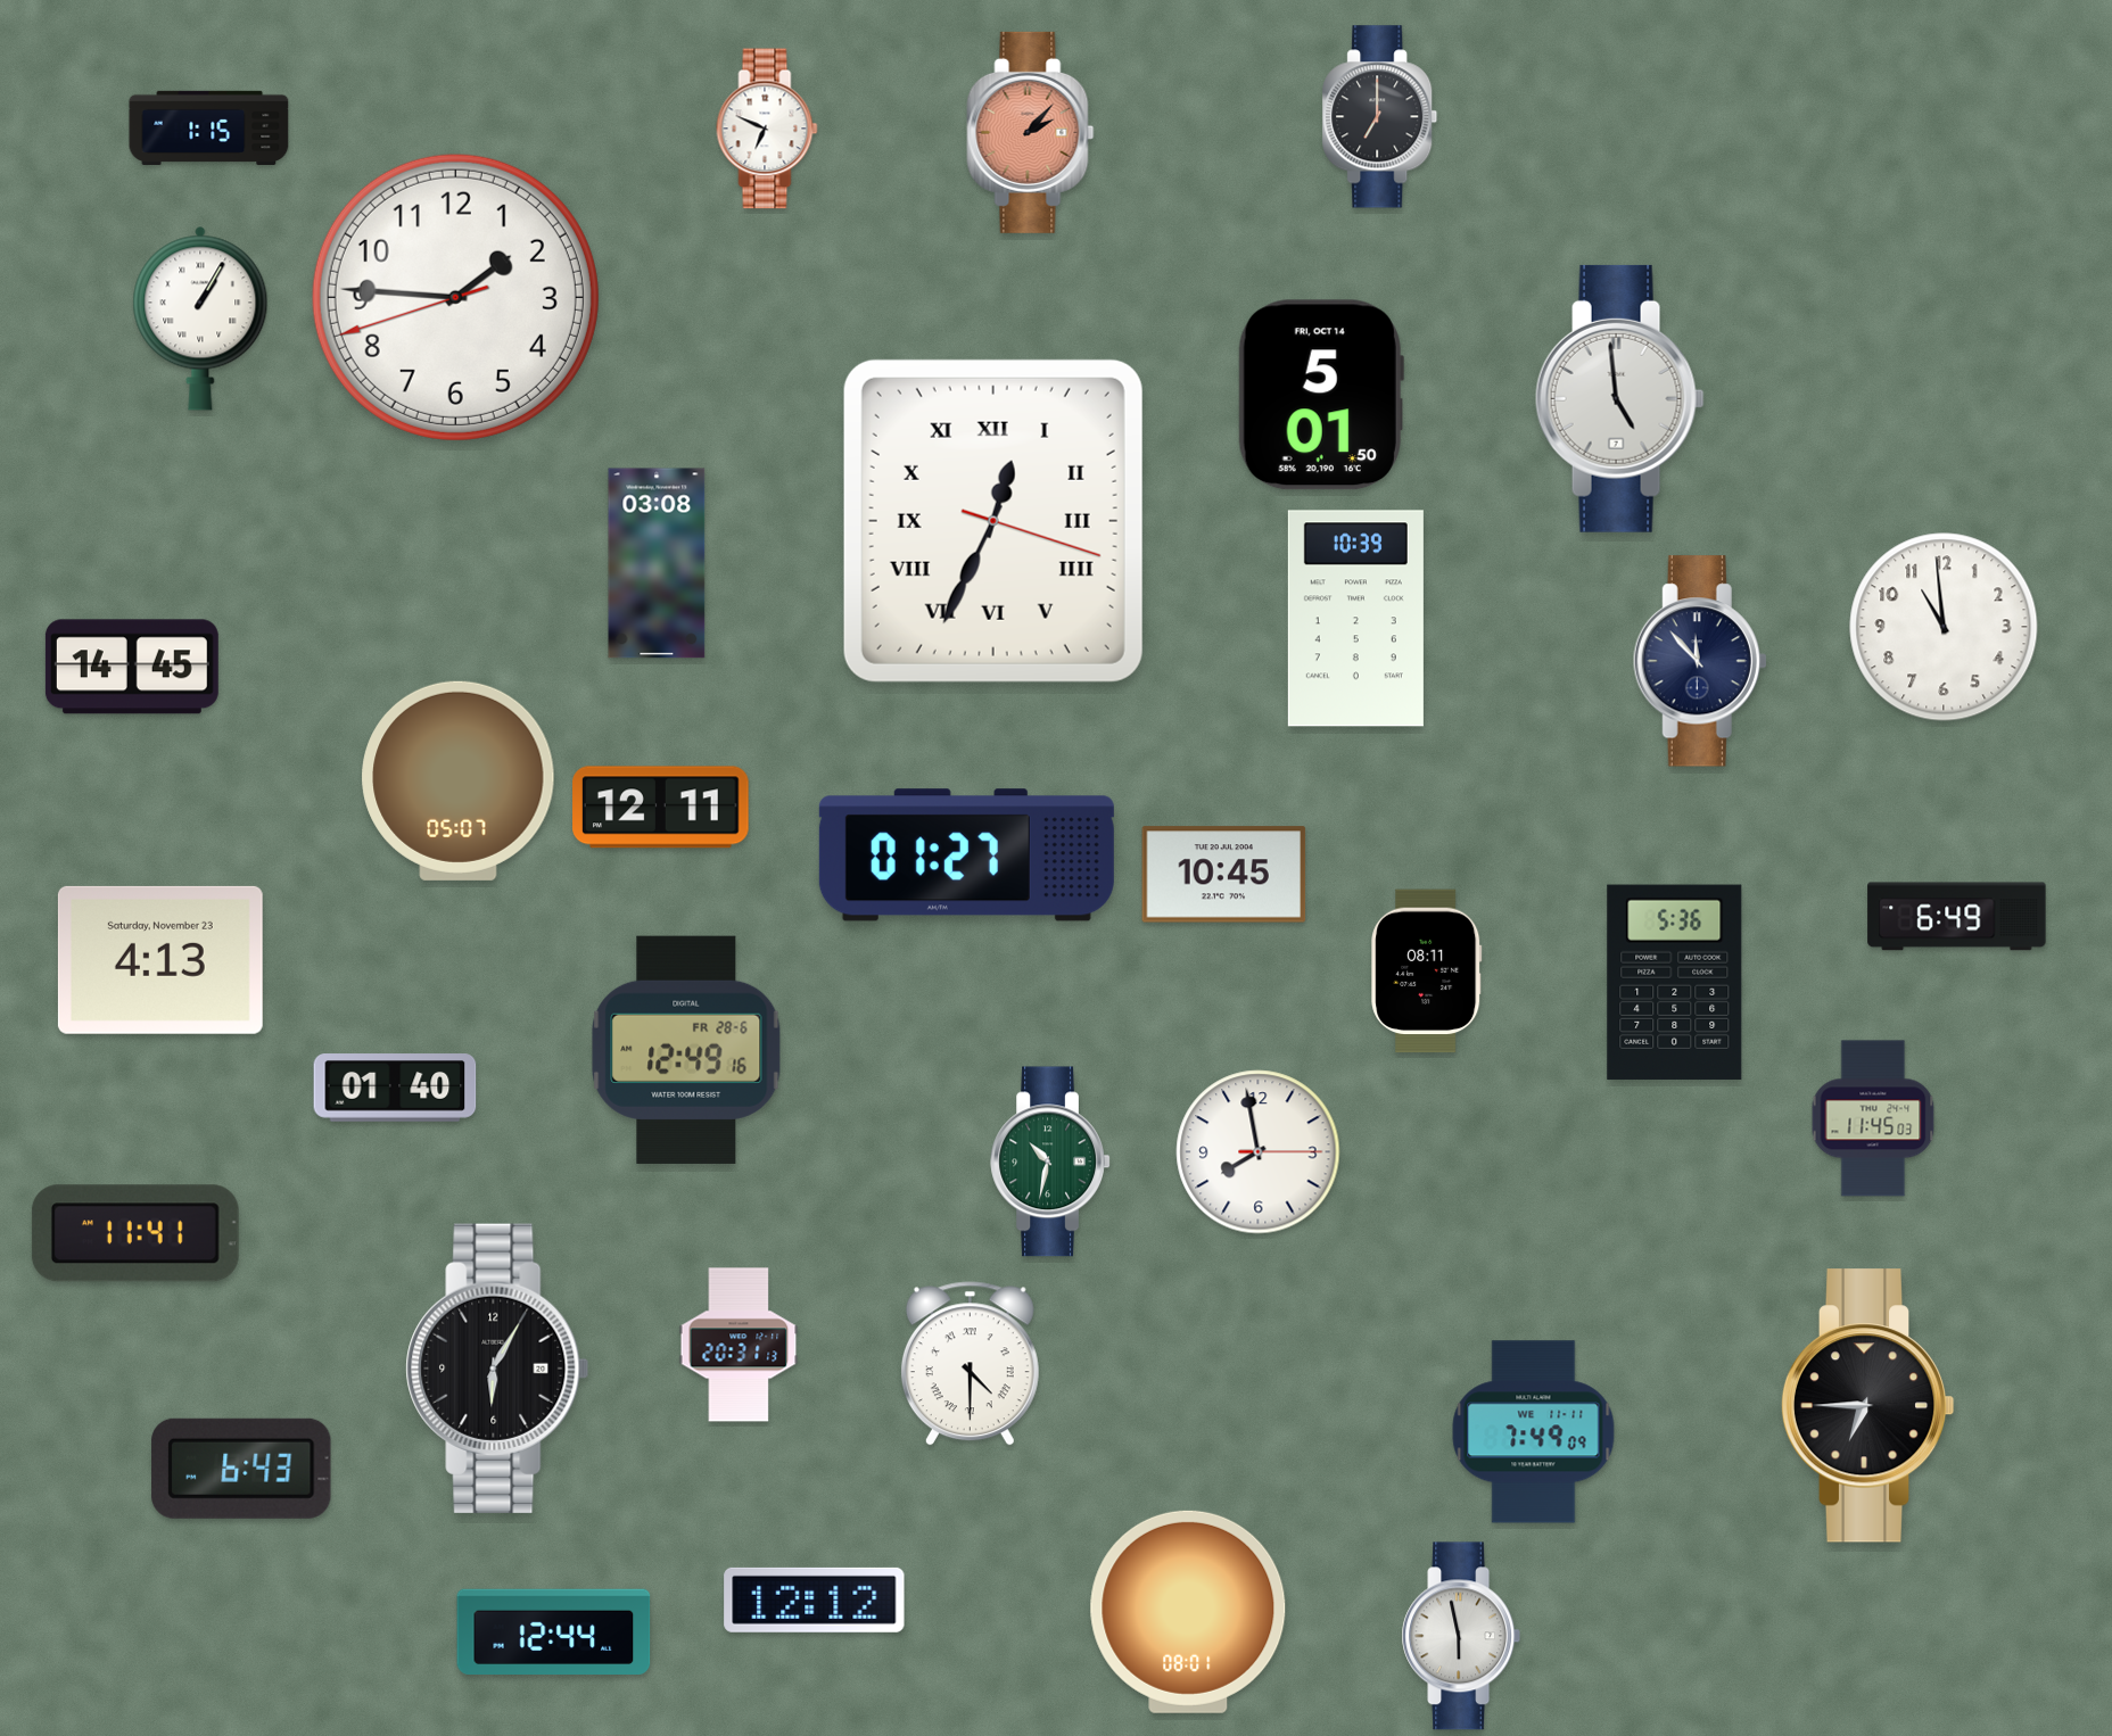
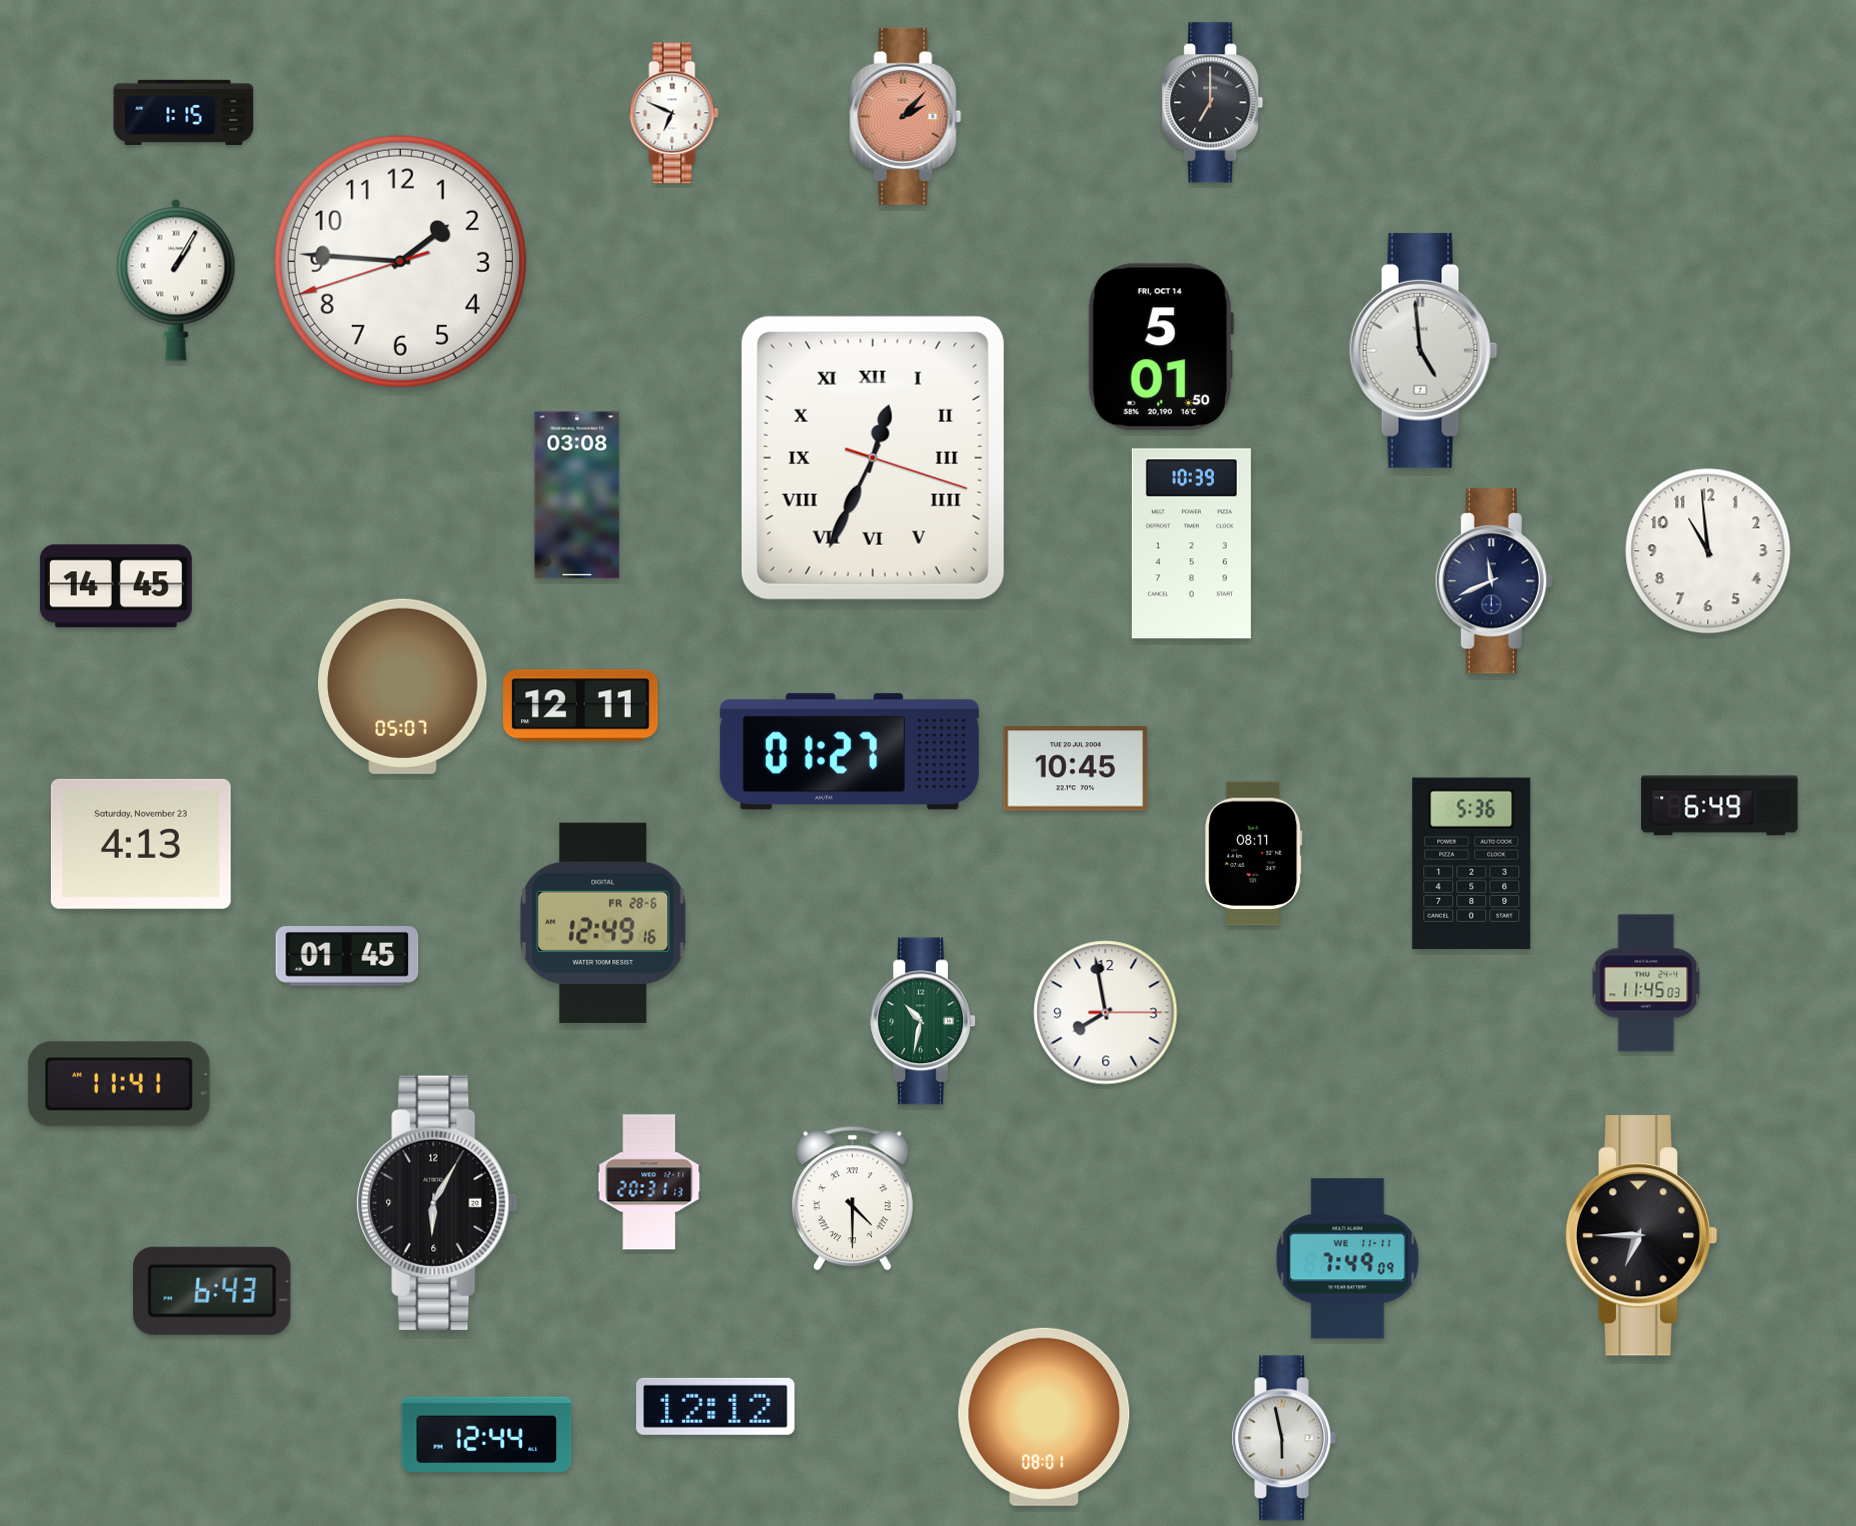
clock at (1700, 661): 11:53 -> 11:41
clock at (661, 808) position: (661, 808) -> (581, 706)
clock at (395, 1088): 01:40 -> 01:45
